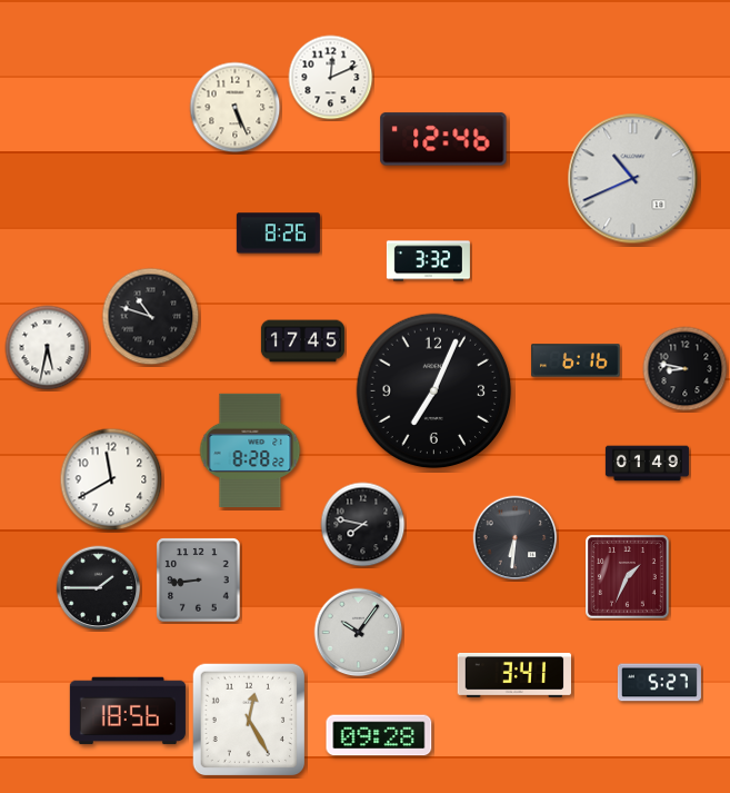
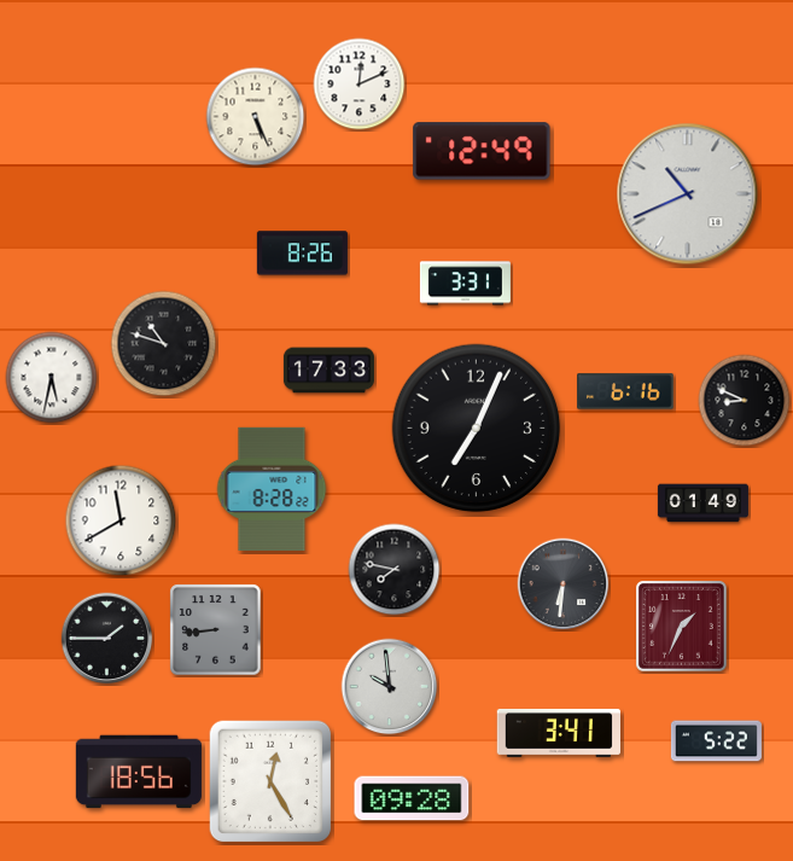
clock at (443, 139): 12:46 -> 12:49
clock at (428, 261): 3:32 -> 3:31
clock at (302, 341): 17:45 -> 17:33
clock at (686, 369): 8:47 -> 8:49
clock at (434, 391) position: (434, 391) -> (477, 429)
clock at (516, 538) position: (516, 538) -> (564, 584)
clock at (359, 633): 10:06 -> 9:59
clock at (659, 683): 5:27 -> 5:22
